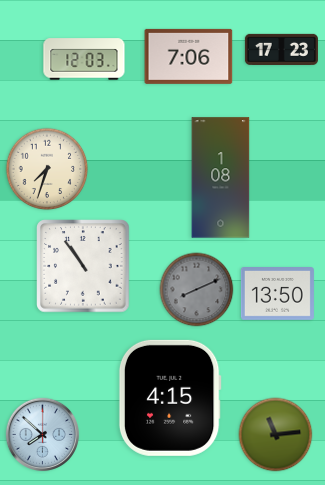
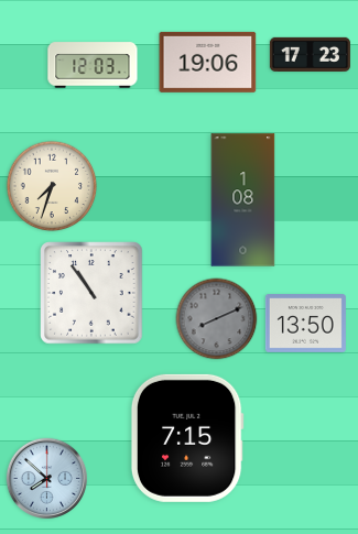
clock at (189, 56): 7:06 -> 19:06
clock at (221, 178) position: (221, 178) -> (243, 200)
clock at (170, 398): 4:15 -> 7:15
clock at (276, 435): 11:14 -> none
